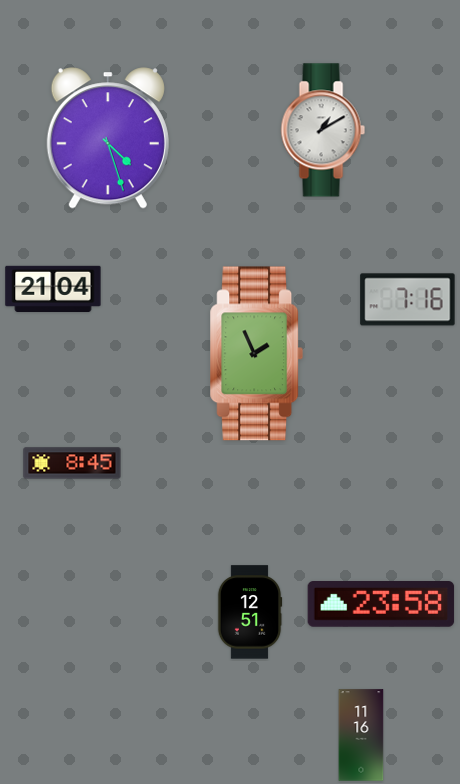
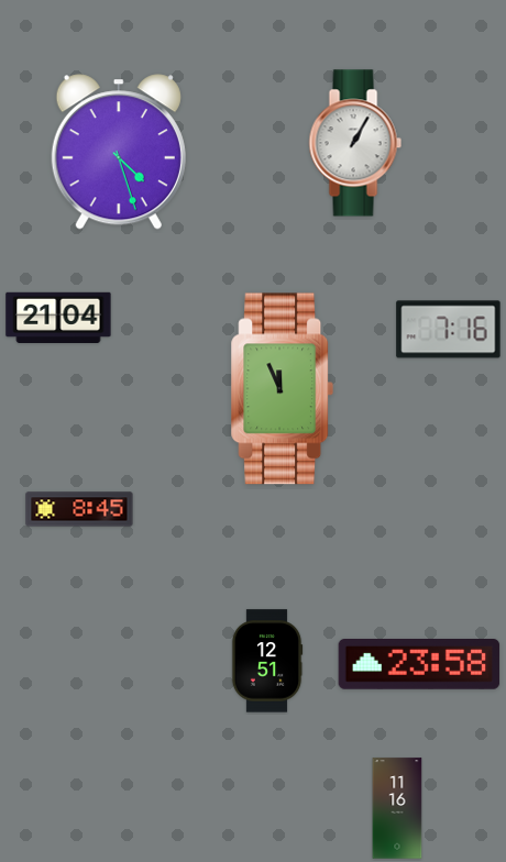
clock at (323, 130): 1:10 -> 1:05
clock at (257, 354): 1:56 -> 11:56
clock at (250, 612) position: (250, 612) -> (267, 661)
